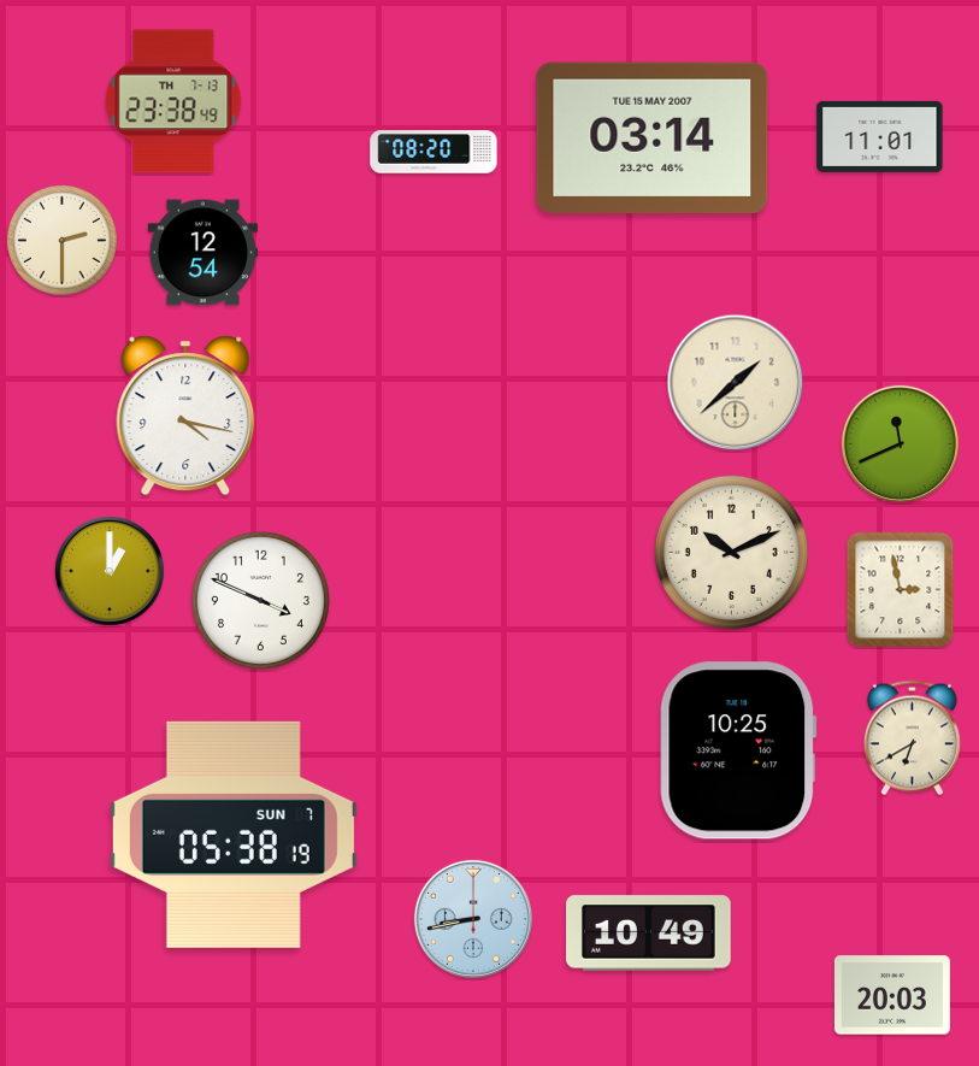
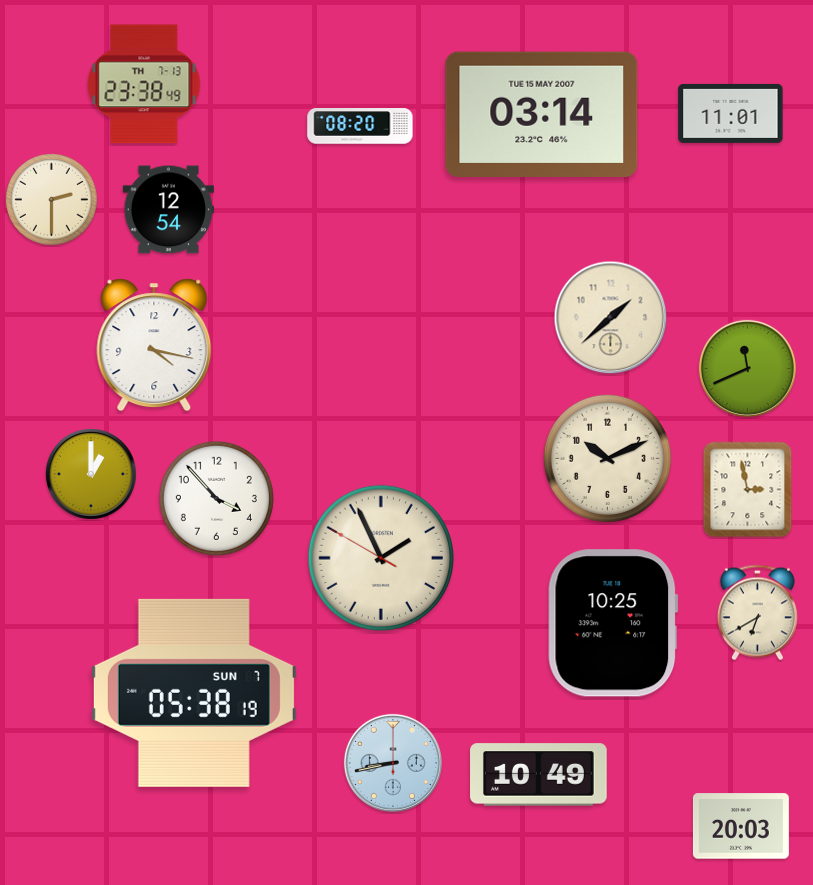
clock at (260, 600): 3:49 -> 3:53
clock at (380, 557): none -> 1:55
